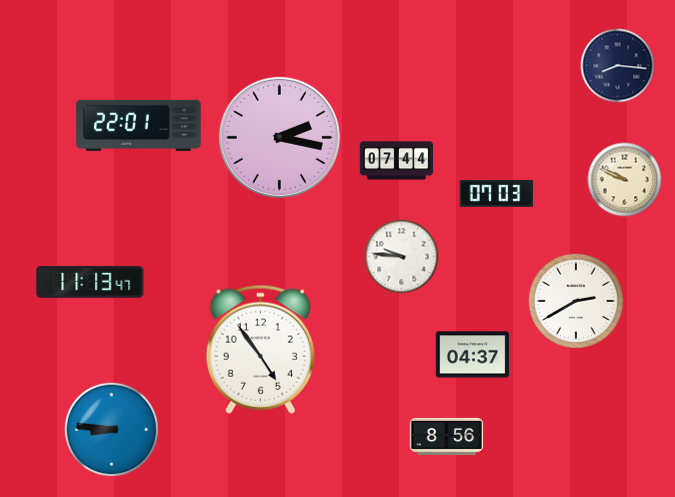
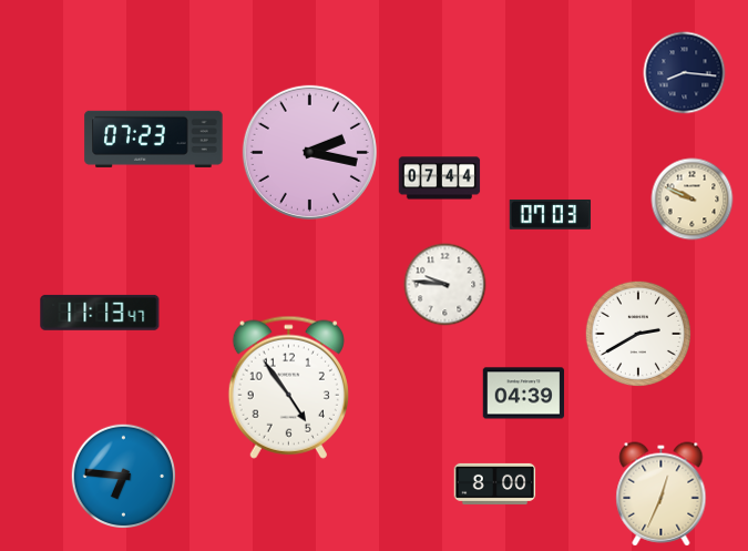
clock at (139, 125): 22:01 -> 07:23
clock at (473, 355): 04:37 -> 04:39
clock at (111, 429): 8:46 -> 6:46
clock at (447, 436): 8:56 -> 8:00
clock at (662, 494): none -> 12:34
